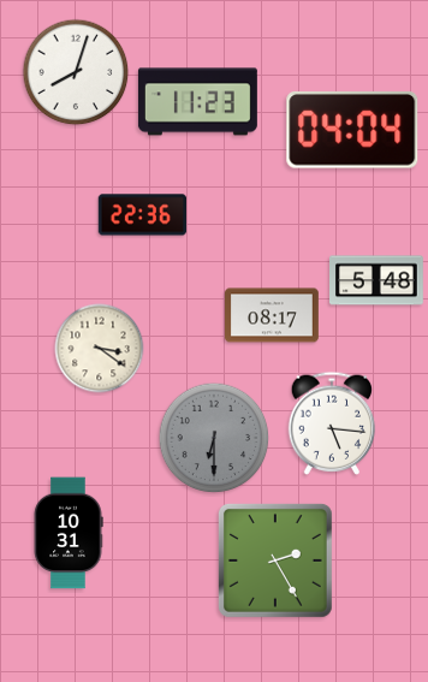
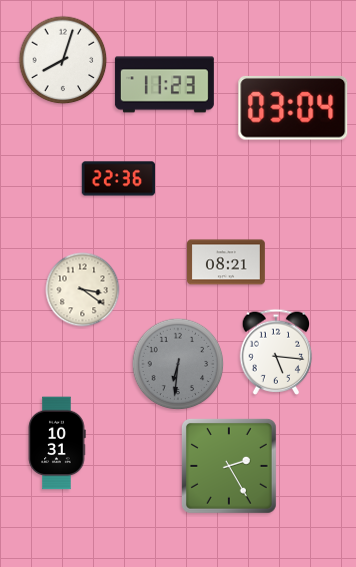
clock at (352, 130): 04:04 -> 03:04
clock at (378, 280): 5:48 -> none
clock at (273, 315): 08:17 -> 08:21
clock at (214, 438): 6:30 -> 6:31
